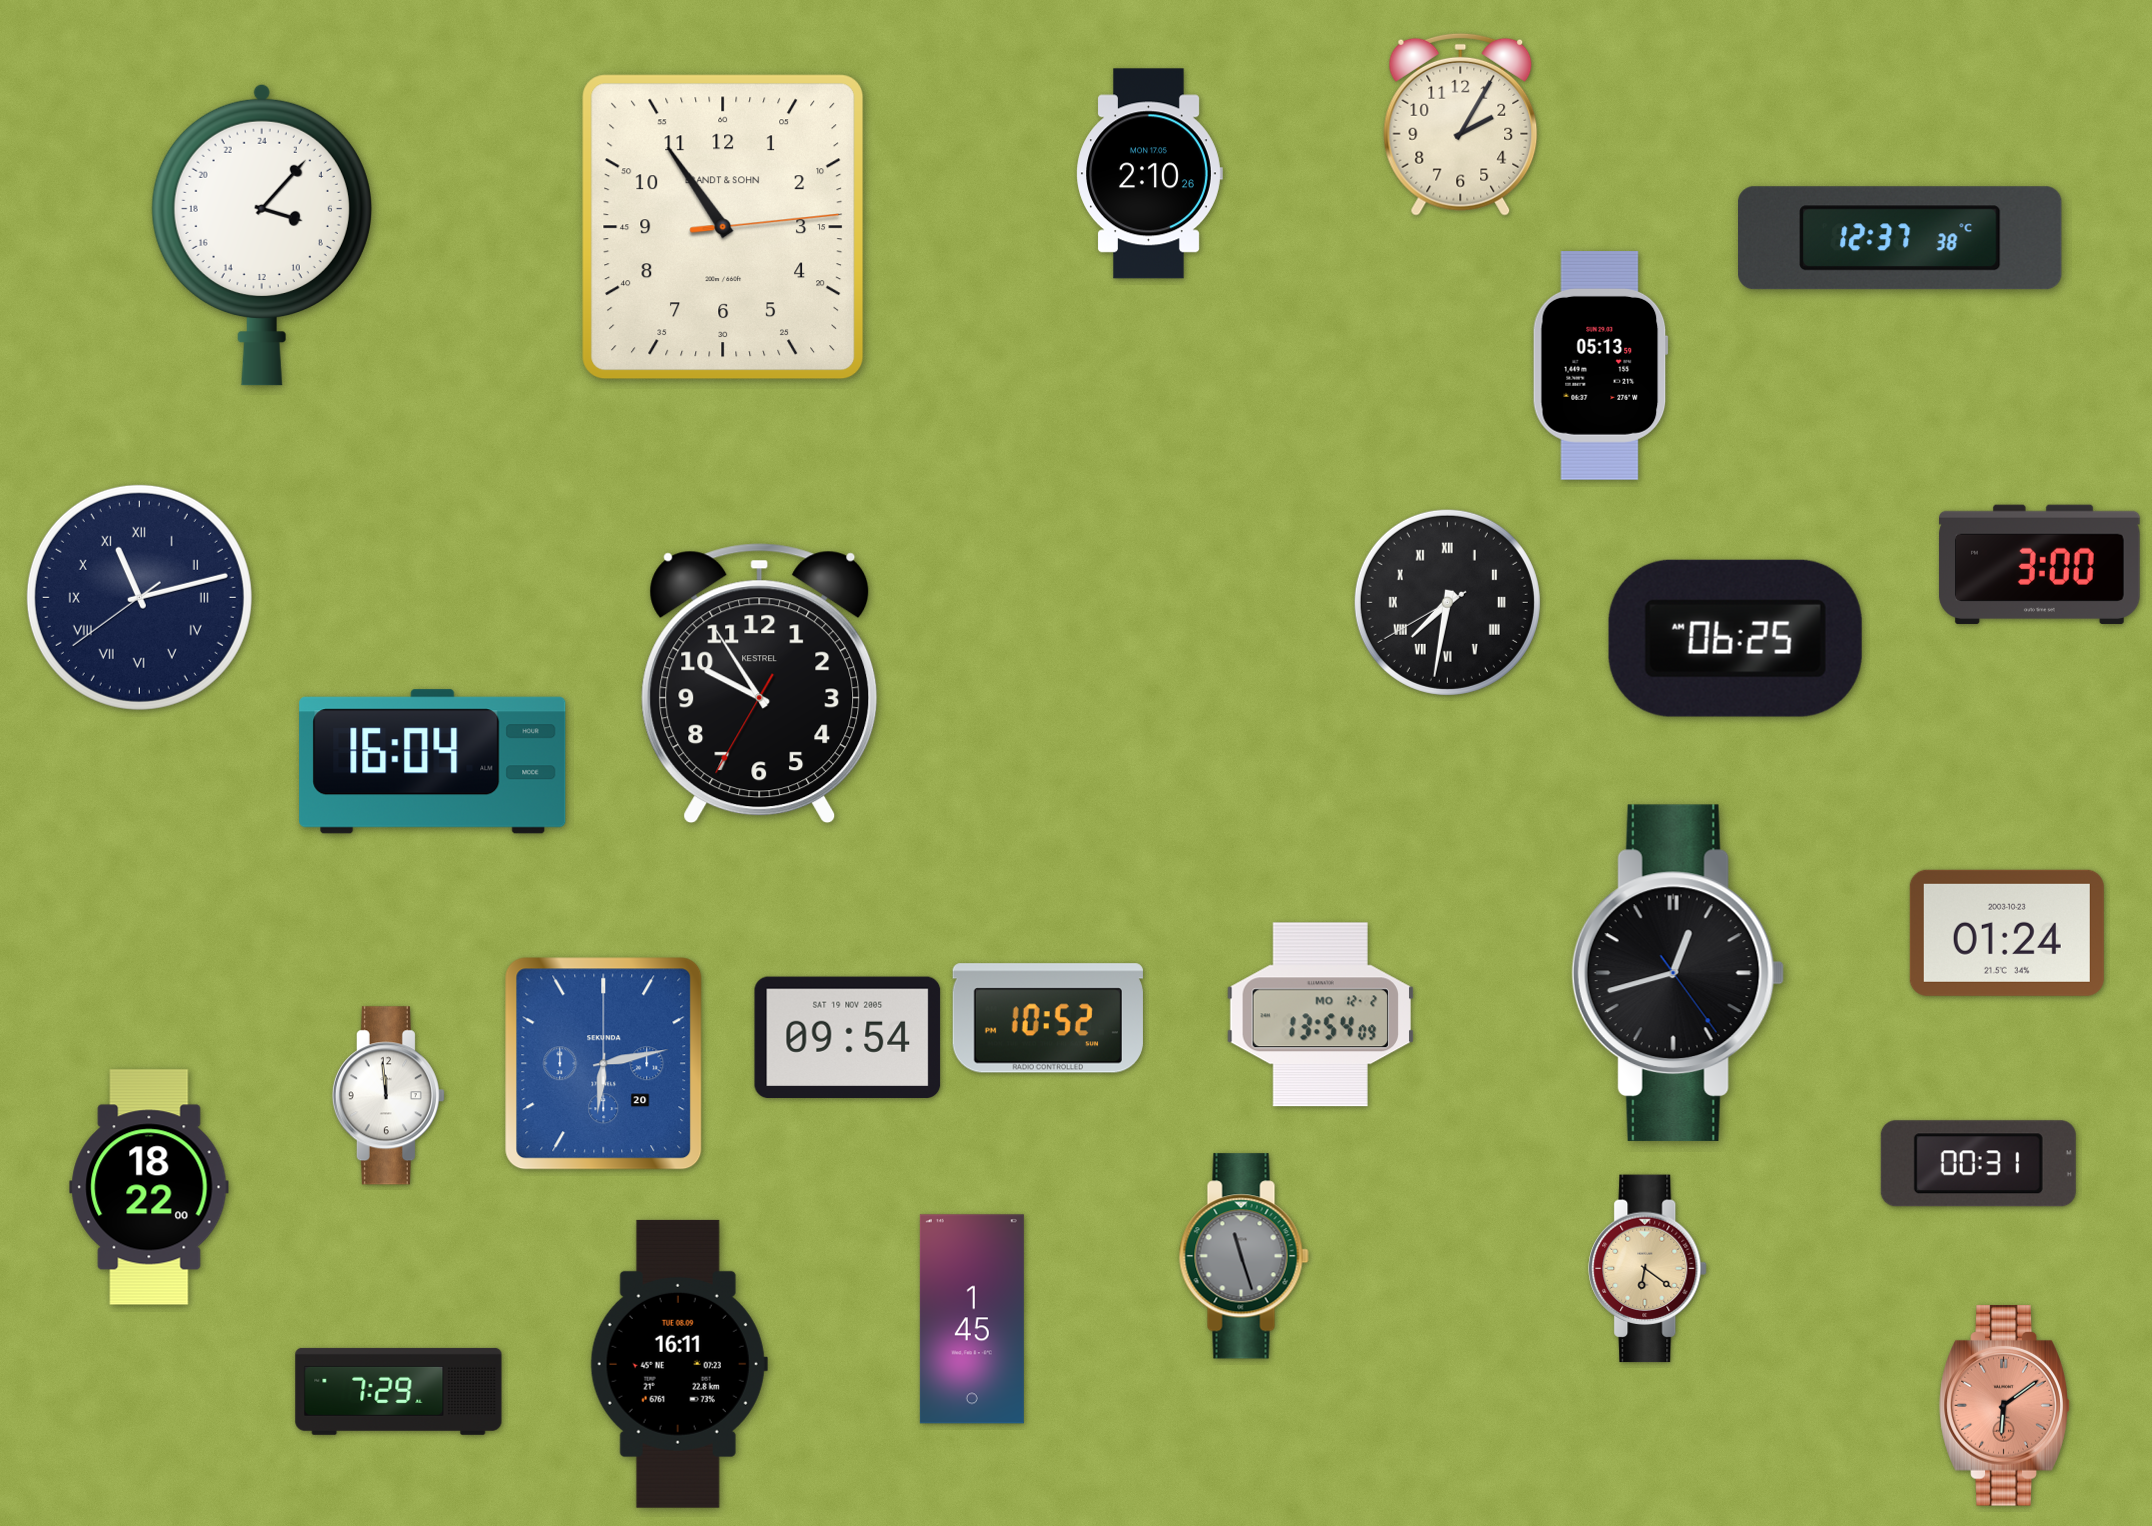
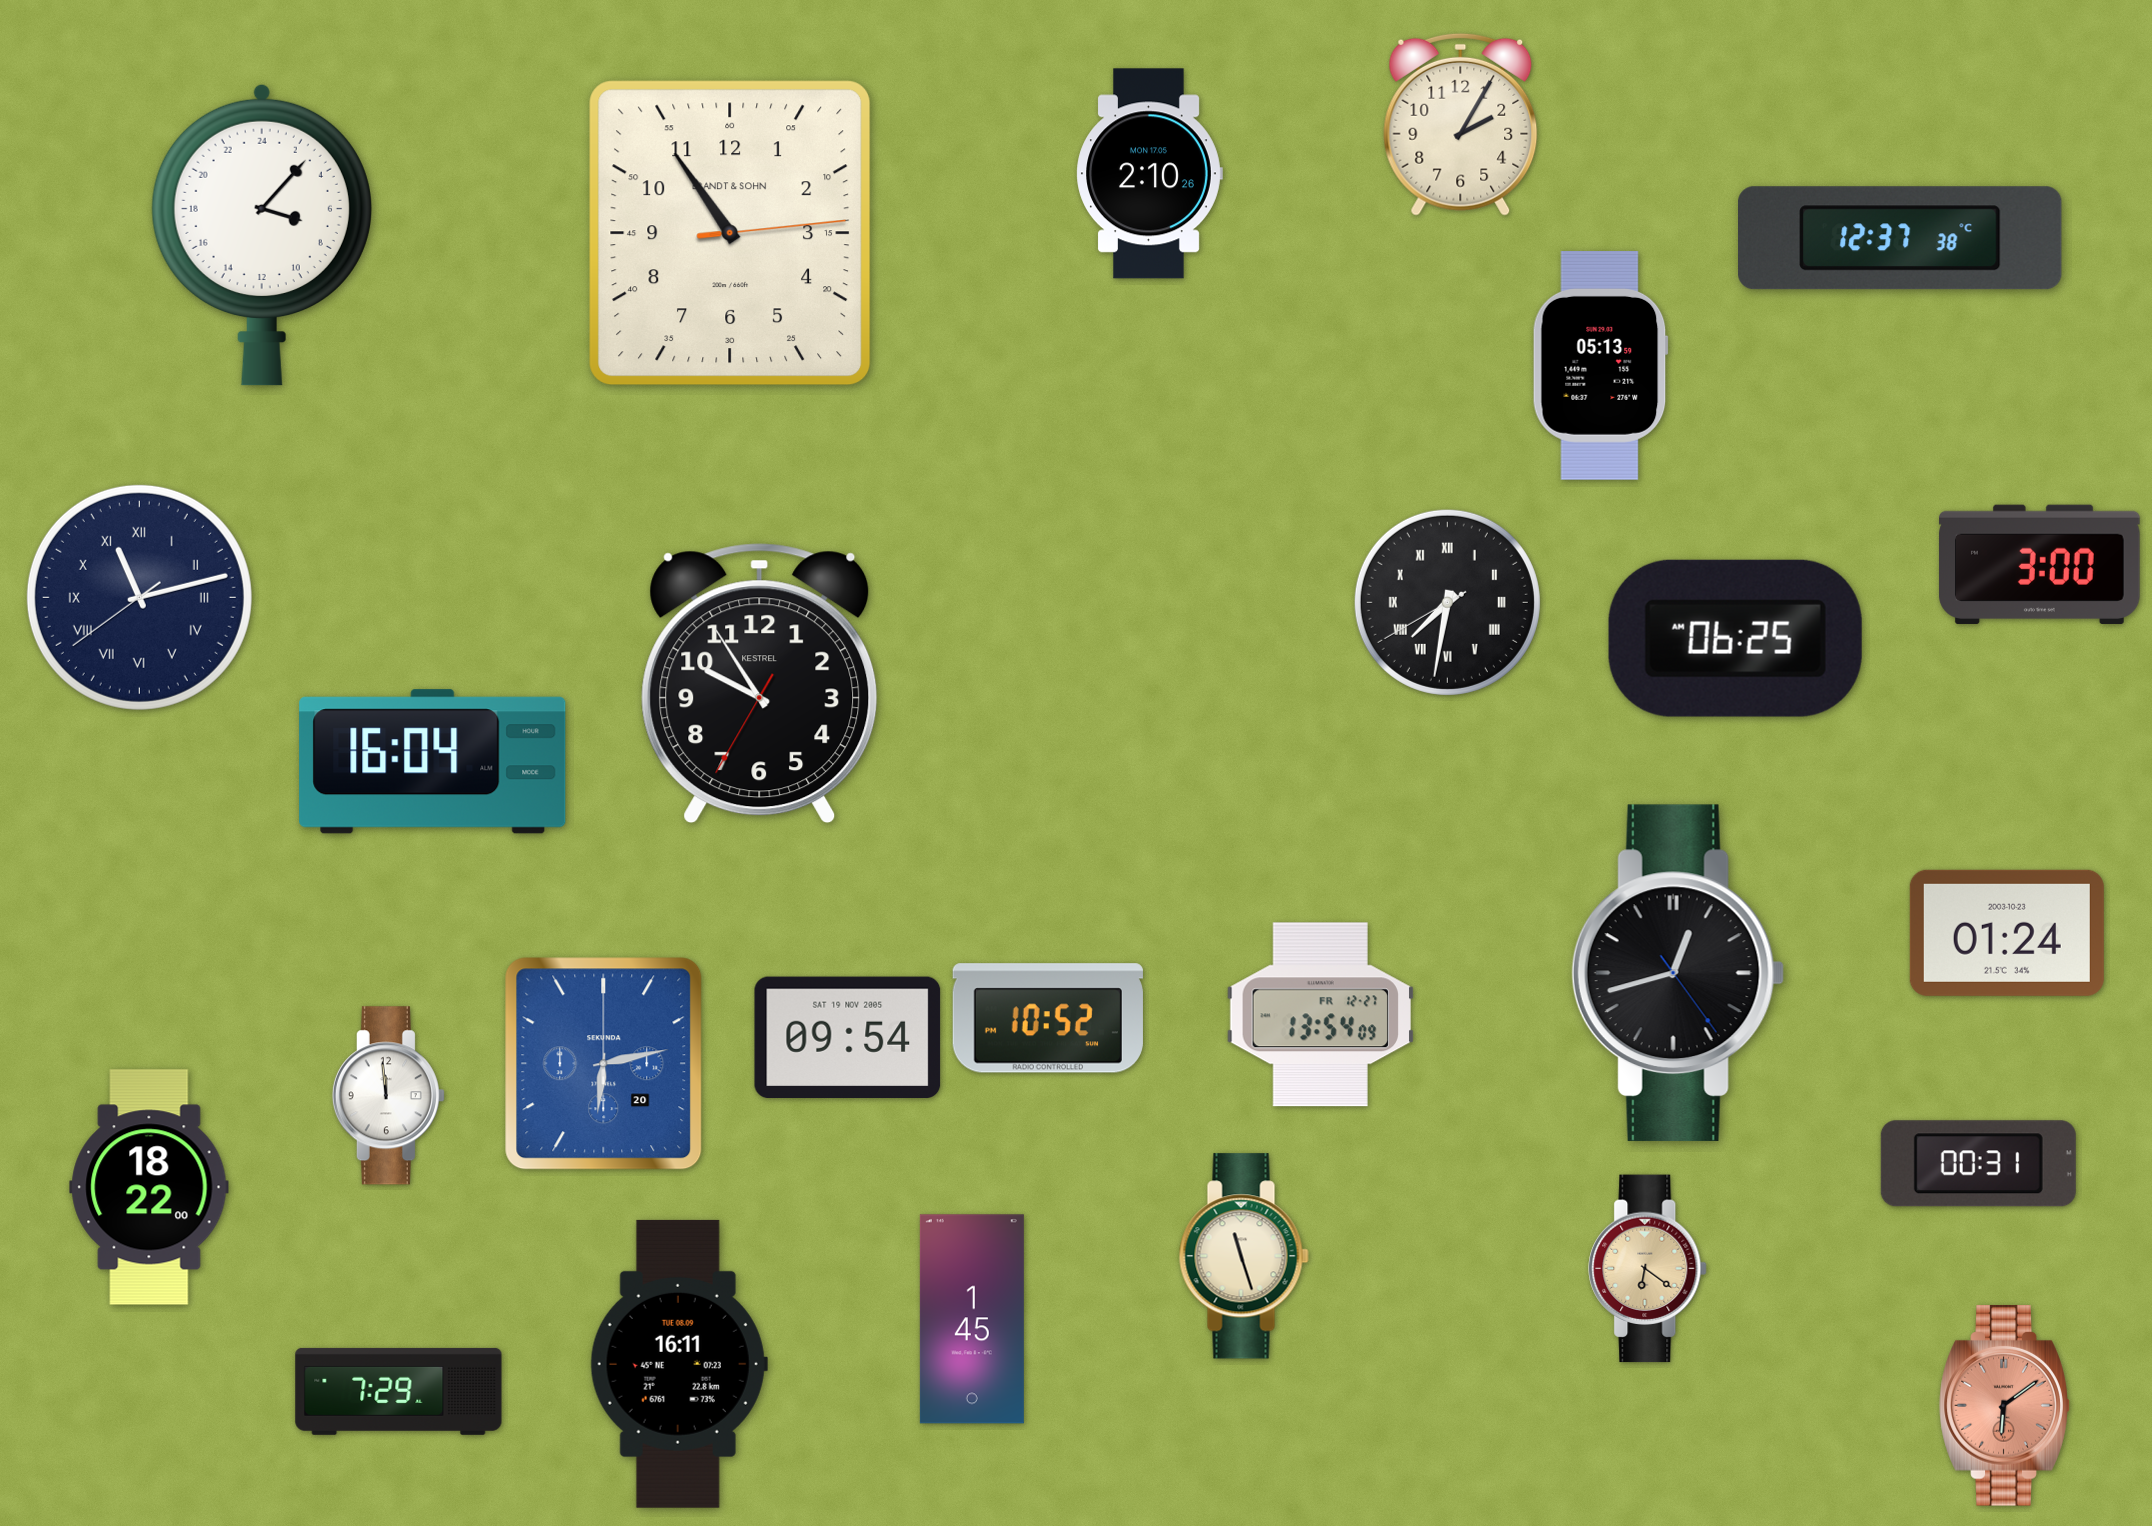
clock at (723, 227) position: (723, 227) -> (730, 233)
clock at (1320, 1015) date: MO 12-2 -> FR 12-27
clock at (1244, 1256) dial: grey -> cream
